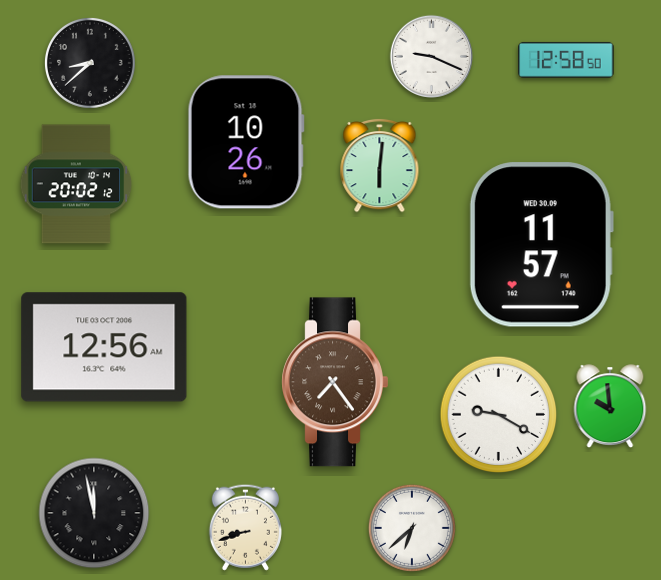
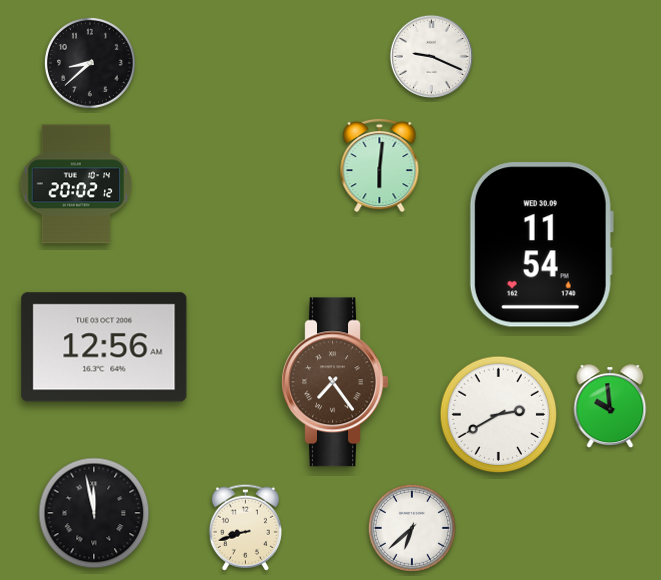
clock at (566, 60): 12:58 -> none
clock at (246, 142): 10:26 -> none
clock at (541, 245): 11:57 -> 11:54
clock at (499, 415): 9:20 -> 2:40
